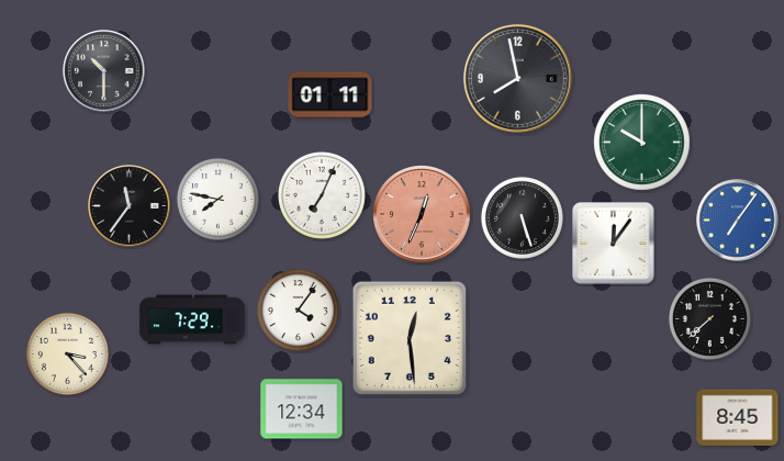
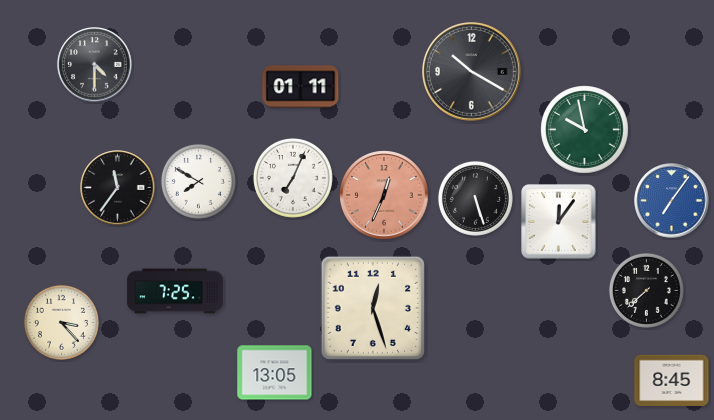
clock at (104, 71): 10:30 -> 4:30
clock at (517, 78): 7:58 -> 10:20
clock at (642, 143): 10:00 -> 9:58
clock at (217, 199): 7:47 -> 7:50
clock at (298, 310): 4:06 -> none
clock at (192, 319): 7:29 -> 7:25
clock at (410, 338): 12:29 -> 12:27
clock at (302, 409): 12:34 -> 13:05
